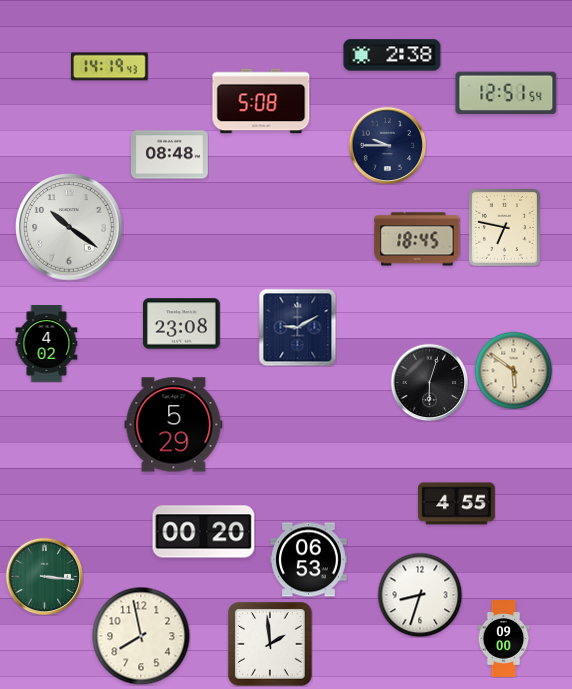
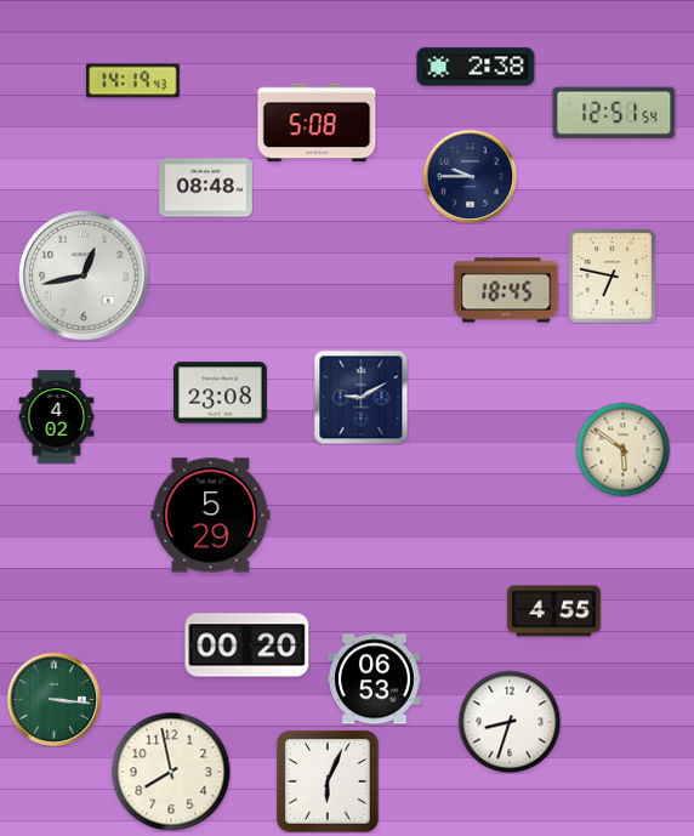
clock at (69, 227): 10:21 -> 12:43
clock at (429, 382): 6:03 -> none
clock at (504, 639): 09:00 -> none
clock at (270, 644): 1:59 -> 6:04
